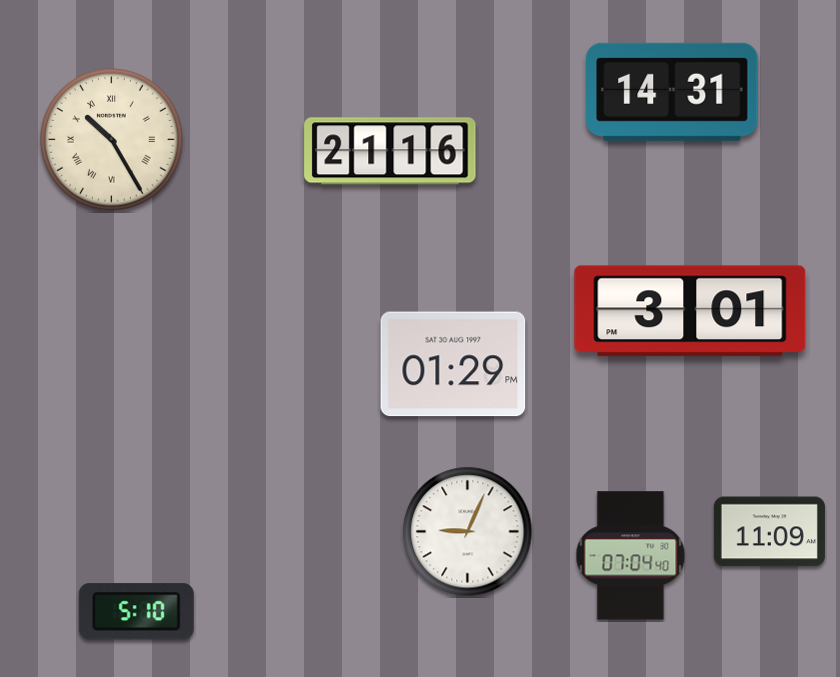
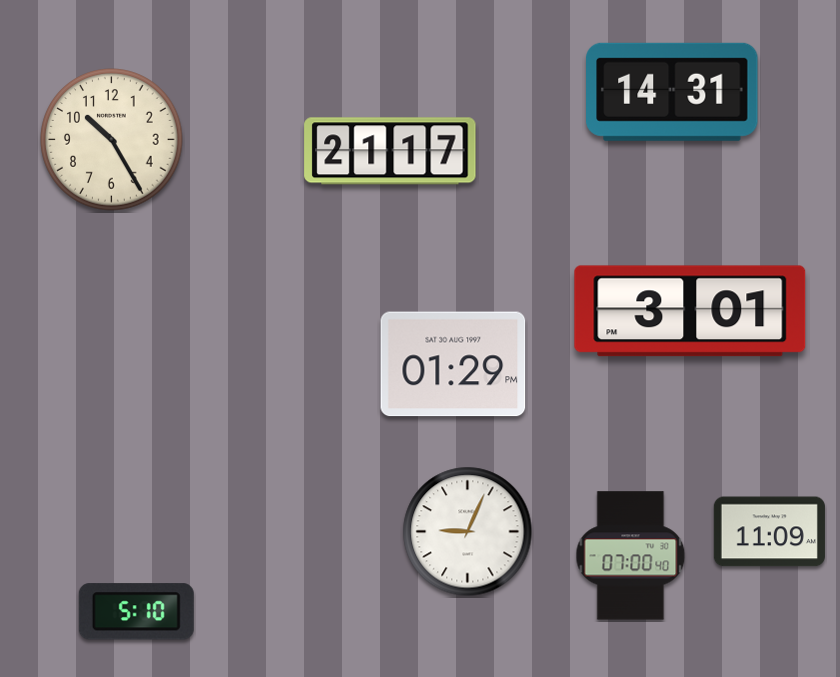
clock at (112, 140) numerals: Roman -> Arabic
clock at (390, 151): 21:16 -> 21:17
clock at (631, 556): 07:04 -> 07:00
